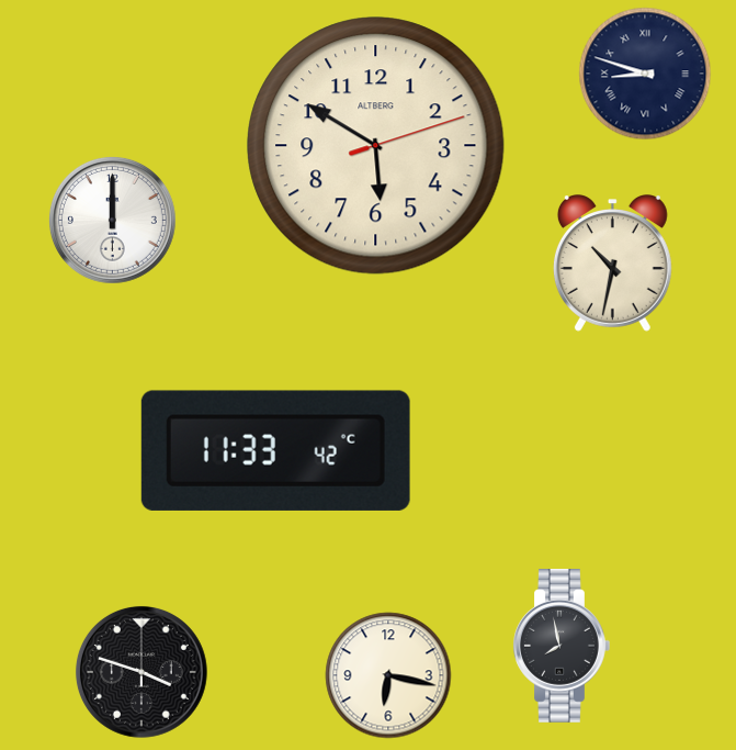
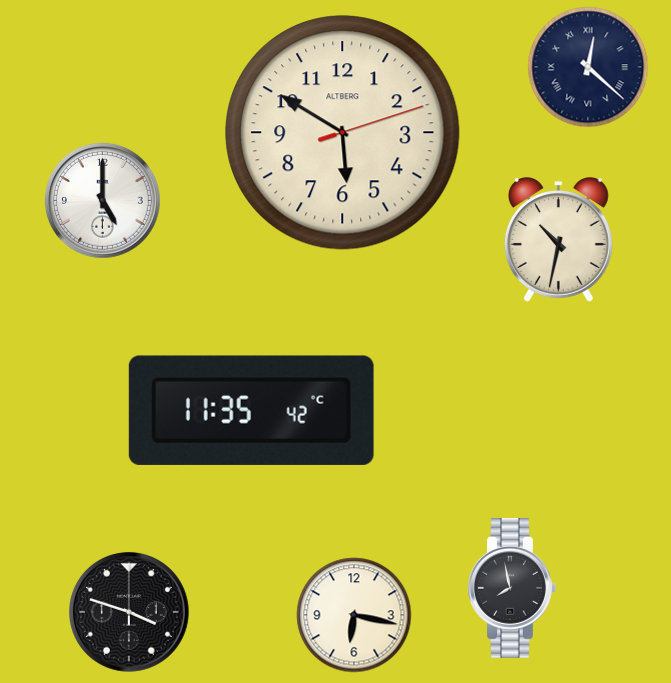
clock at (645, 74): 8:48 -> 12:22
clock at (112, 220): 12:00 -> 5:00
clock at (275, 450): 11:33 -> 11:35
